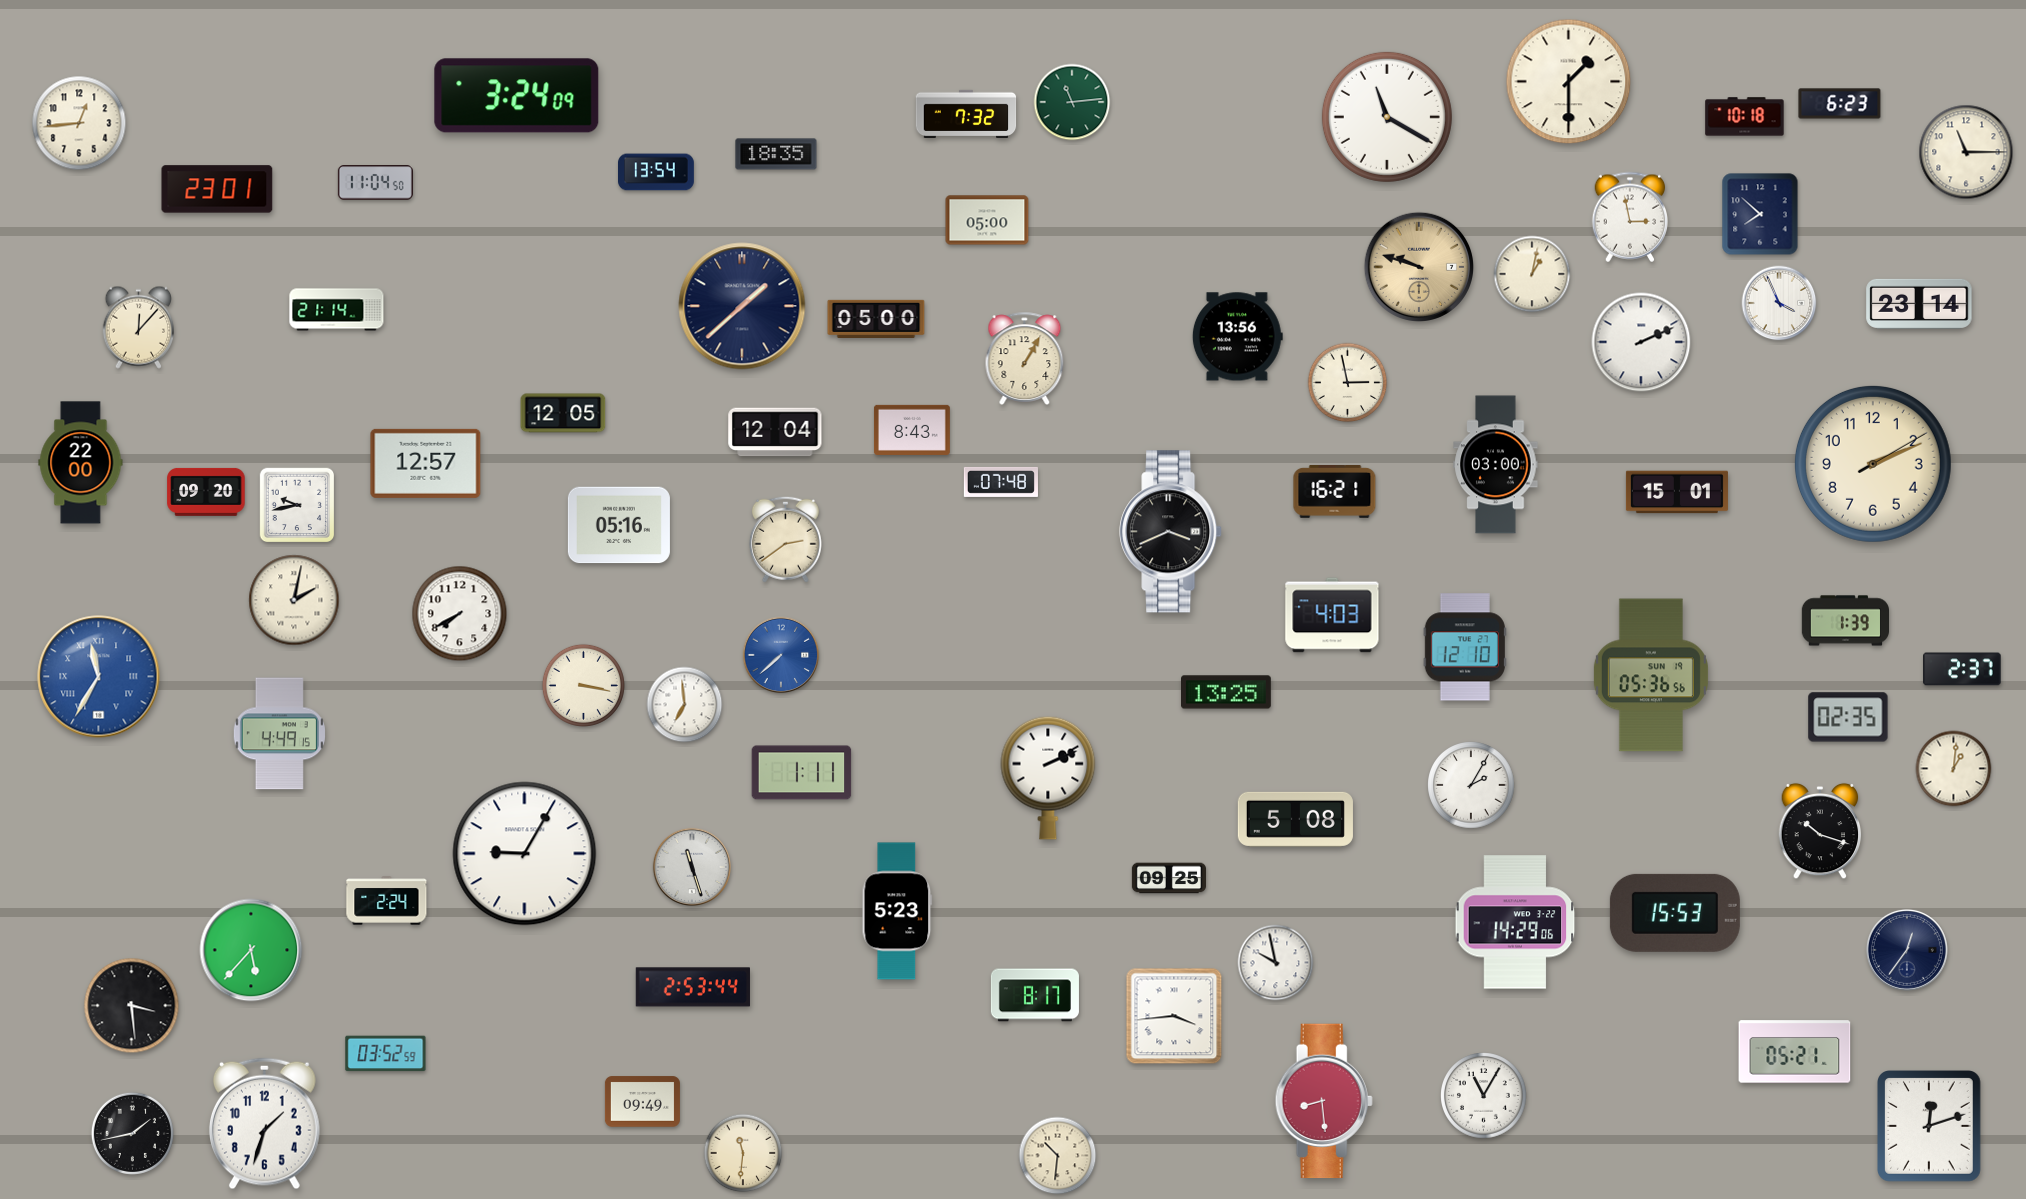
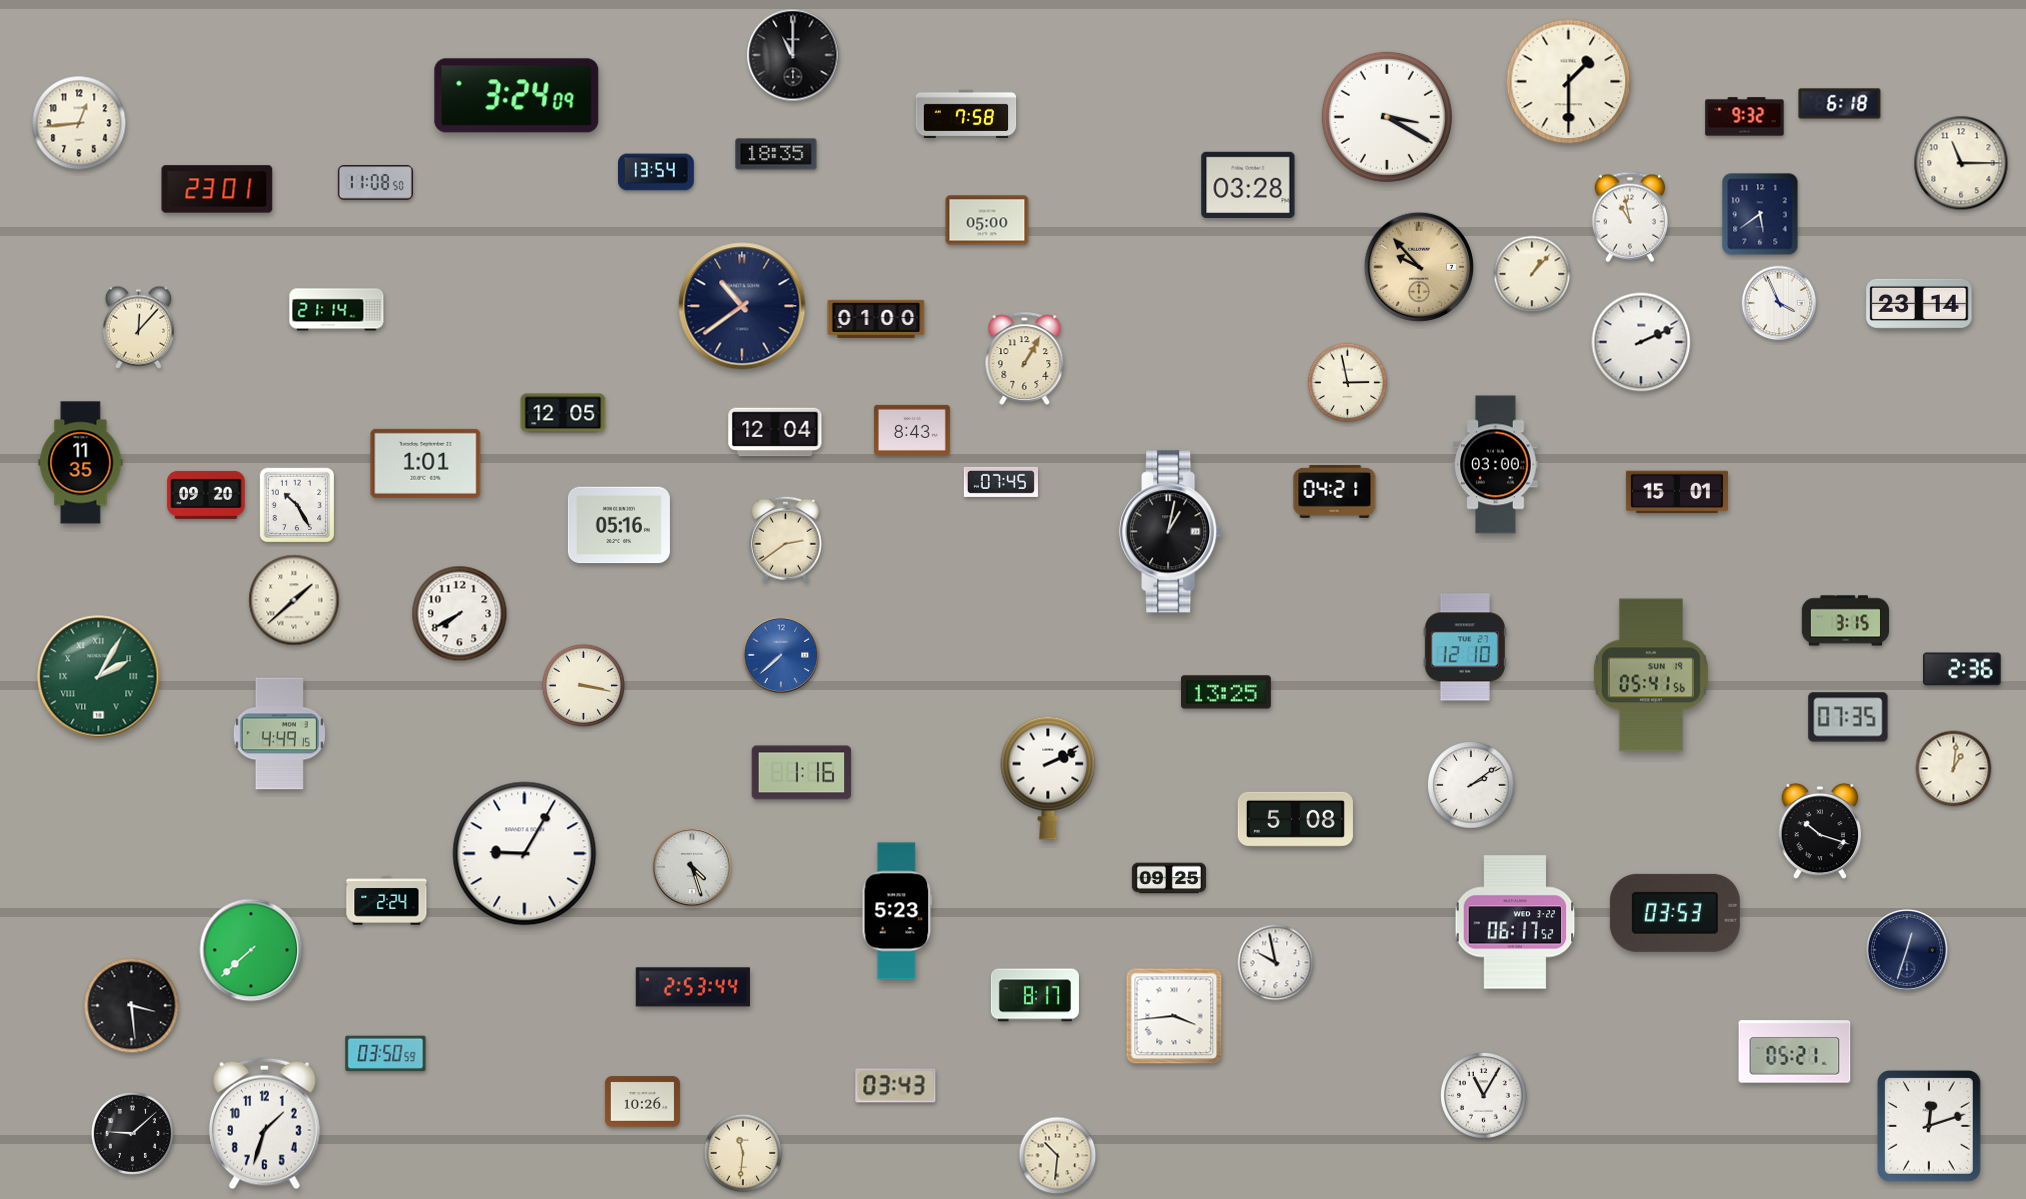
clock at (793, 55): none -> 11:00
clock at (1072, 102): 11:14 -> none
clock at (1840, 104): 6:23 -> 6:18
clock at (966, 113): 7:32 -> 7:58
clock at (1387, 117): 11:20 -> 3:20
clock at (1745, 117): 10:18 -> 9:32
clock at (1966, 152) position: (1966, 152) -> (1961, 163)
clock at (375, 183): 11:04 -> 11:08
clock at (1248, 184): none -> 03:28
clock at (1760, 214): 7:52 -> 5:39
clock at (1630, 217): 2:58 -> 10:58
clock at (1418, 266): 9:48 -> 9:53
clock at (1532, 274): 1:02 -> 1:07
clock at (742, 306): 1:38 -> 10:39
clock at (876, 318): 05:00 -> 01:00
clock at (1237, 337): 13:56 -> none
clock at (81, 463): 22:00 -> 11:35
clock at (426, 463): 12:57 -> 1:01
clock at (1873, 464): 2:11 -> none
clock at (1001, 482): 07:48 -> 07:45
clock at (206, 492) position: (206, 492) -> (206, 495)
clock at (1335, 492): 16:21 -> 04:21
clock at (297, 505): 9:43 -> 10:25
clock at (1171, 532): 3:41 -> 1:02
clock at (294, 600): 2:02 -> 1:38
clock at (1332, 615): 4:03 -> none
clock at (1846, 621): 1:39 -> 3:15
clock at (1962, 669): 2:37 -> 2:36
clock at (1651, 675): 05:36 -> 05:41
clock at (99, 677): 11:35 -> 2:05
clock at (99, 677) dial: blue -> green
clock at (685, 705): 6:59 -> none
clock at (1848, 717): 02:35 -> 07:35
clock at (802, 773): 1:11 -> 1:16
clock at (1471, 785): 2:05 -> 2:09
clock at (691, 866): 11:27 -> 4:27
clock at (1675, 913): 15:53 -> 03:53
clock at (1515, 922): 14:29 -> 06:17
clock at (251, 950): 5:37 -> 7:38
clock at (1907, 950): 12:36 -> 12:33
clock at (386, 1054): 03:52 -> 03:50
clock at (896, 1086): none -> 03:43
clock at (1324, 1101): 8:29 -> none
clock at (642, 1102): 09:49 -> 10:26
clock at (132, 1133): 1:43 -> 9:08
